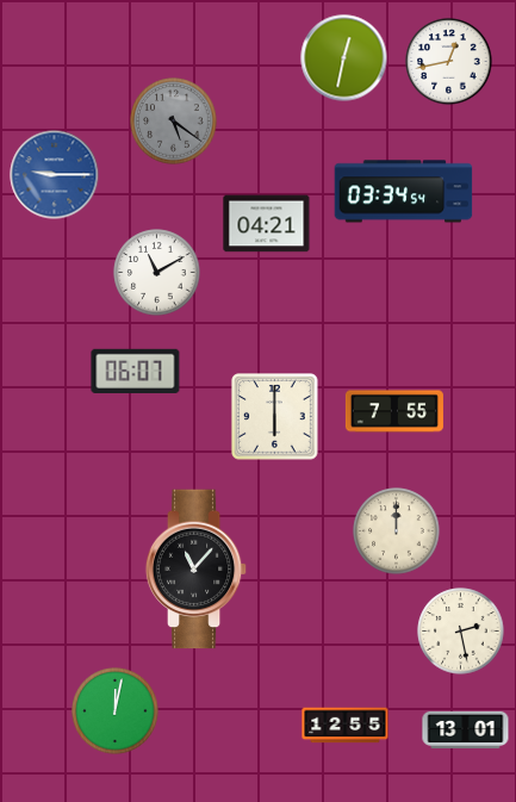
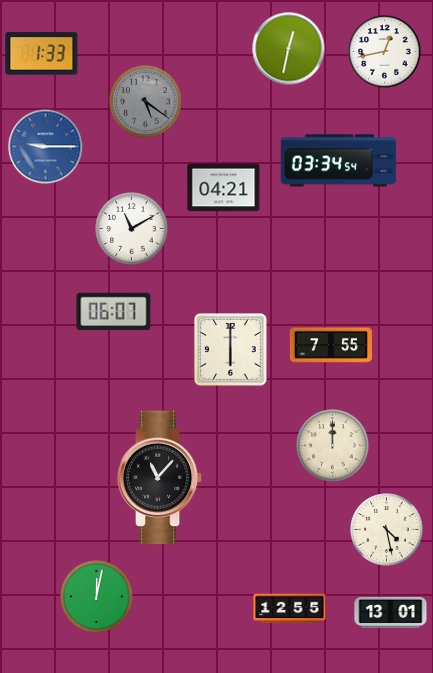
clock at (449, 62) position: (449, 62) -> (385, 52)
clock at (42, 54): none -> 1:33
clock at (197, 570) position: (197, 570) -> (160, 478)
clock at (461, 632): 2:28 -> 4:28
